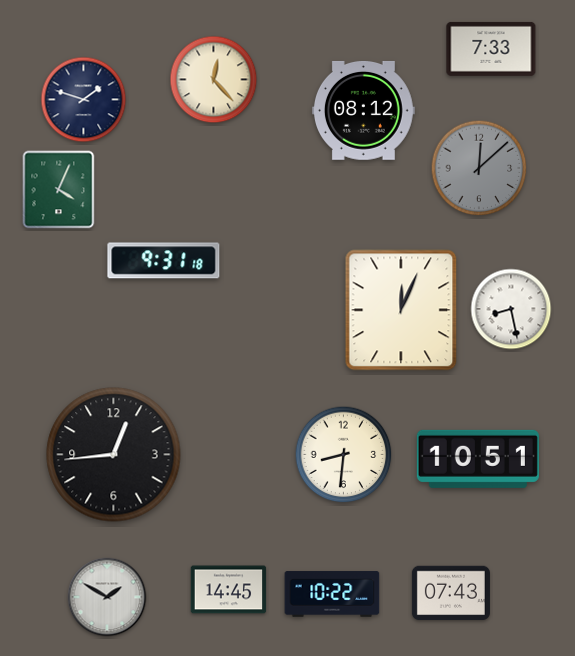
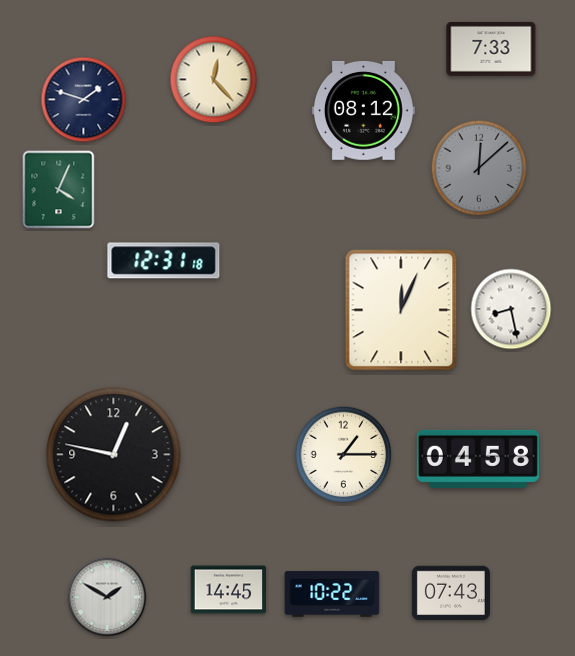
clock at (164, 261): 9:31 -> 12:31
clock at (114, 455): 12:44 -> 12:47
clock at (344, 455): 8:31 -> 1:15
clock at (478, 459): 10:51 -> 04:58
